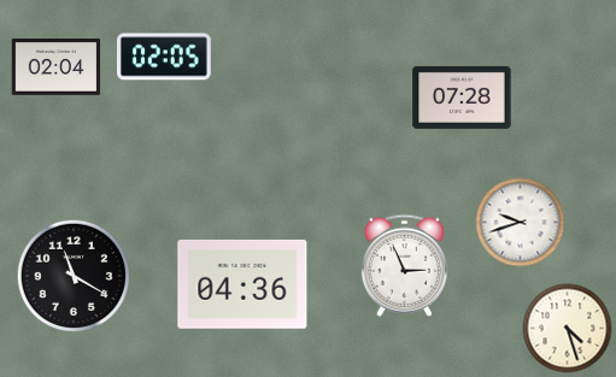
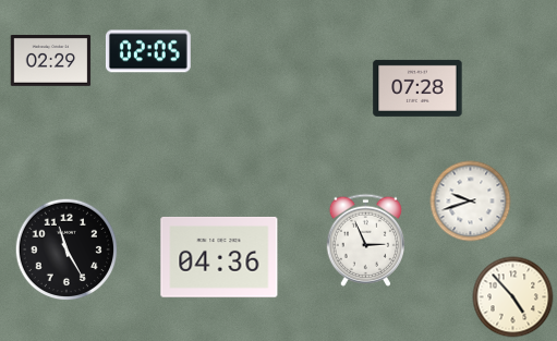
clock at (57, 67): 02:04 -> 02:29
clock at (74, 276): 11:20 -> 11:25
clock at (568, 329): 4:27 -> 4:53
